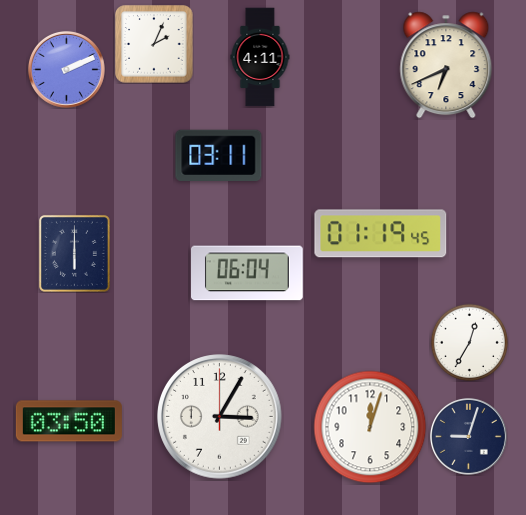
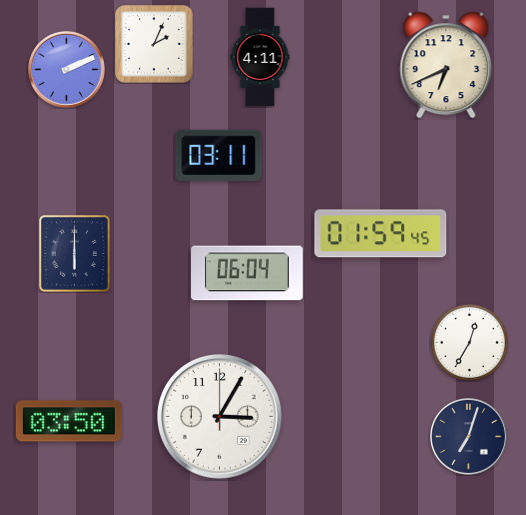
clock at (381, 234): 01:19 -> 01:59
clock at (370, 427): 12:03 -> none
clock at (468, 436): 9:03 -> 7:03
